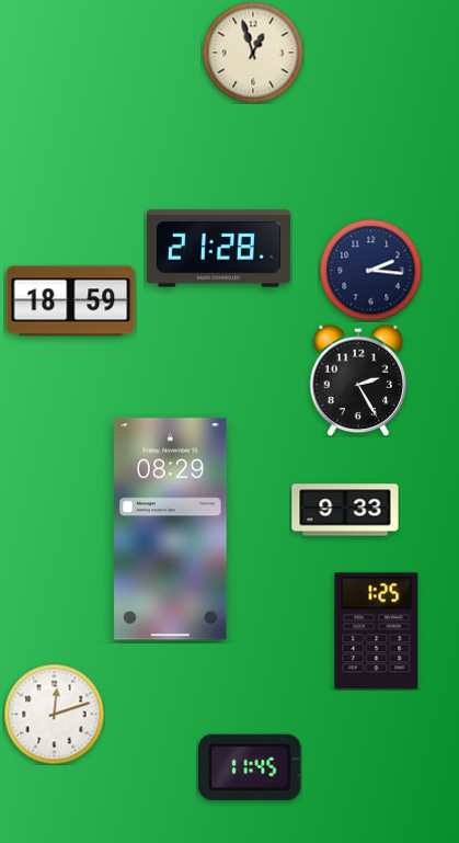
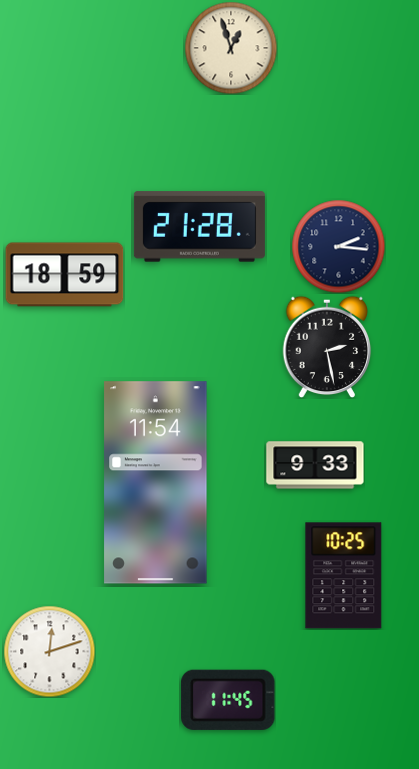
clock at (358, 380): 2:25 -> 2:28
clock at (171, 529): 08:29 -> 11:54
clock at (377, 631): 1:25 -> 10:25
